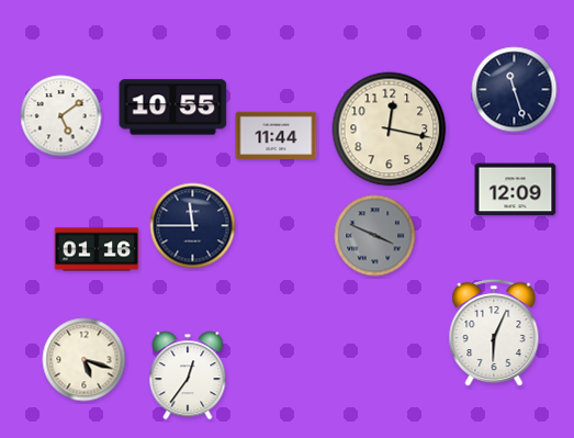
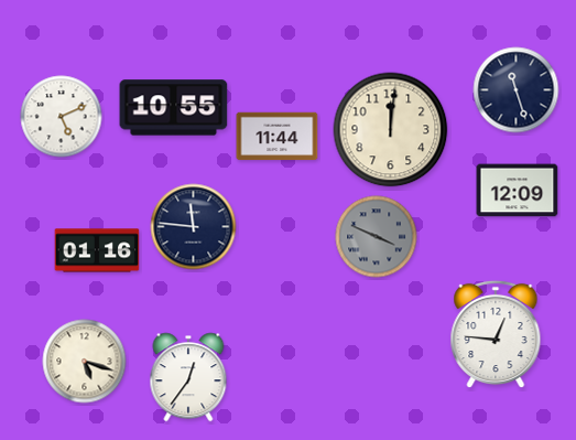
clock at (61, 116): 5:09 -> 5:11
clock at (390, 130): 12:17 -> 12:01
clock at (193, 226): 11:45 -> 11:46
clock at (494, 333): 6:04 -> 12:46
